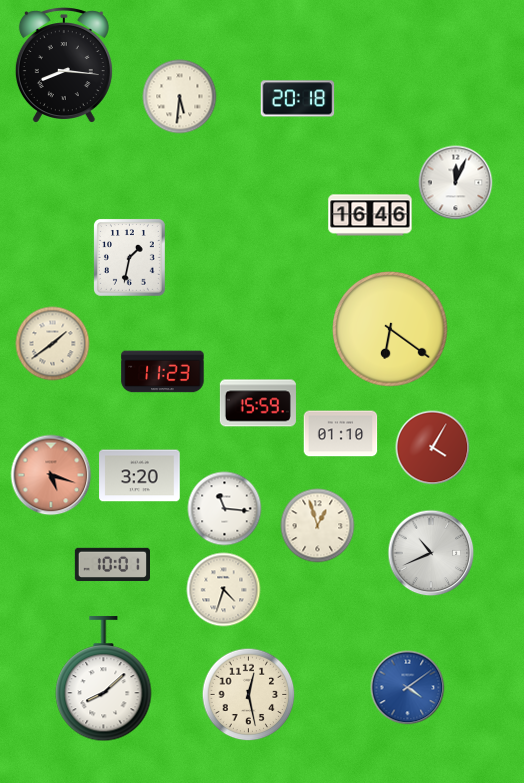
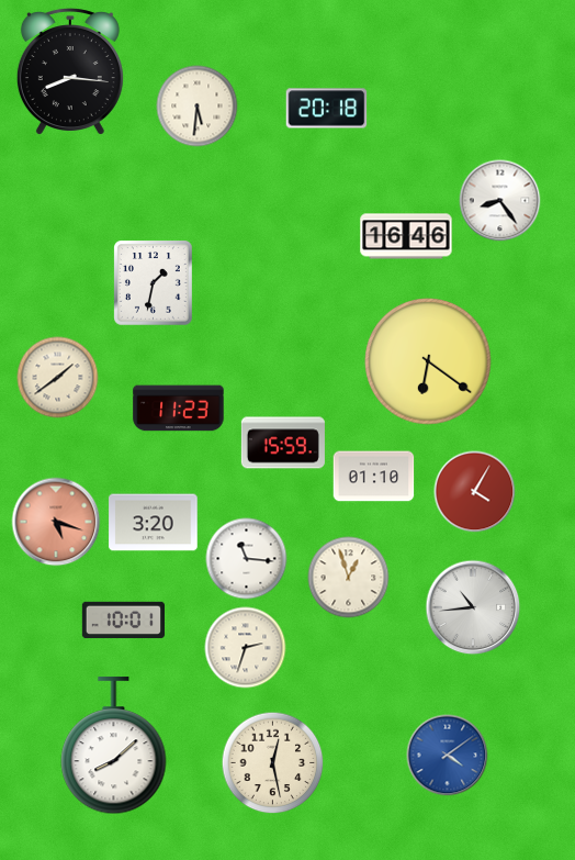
clock at (456, 183): 12:04 -> 8:24
clock at (130, 258) position: (130, 258) -> (154, 283)
clock at (431, 553): 10:41 -> 10:44
clock at (224, 590): 4:33 -> 2:33
